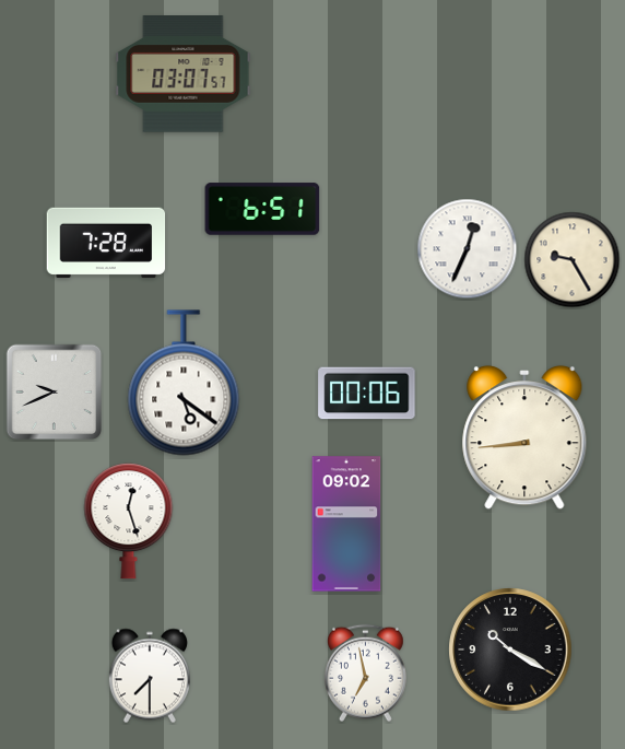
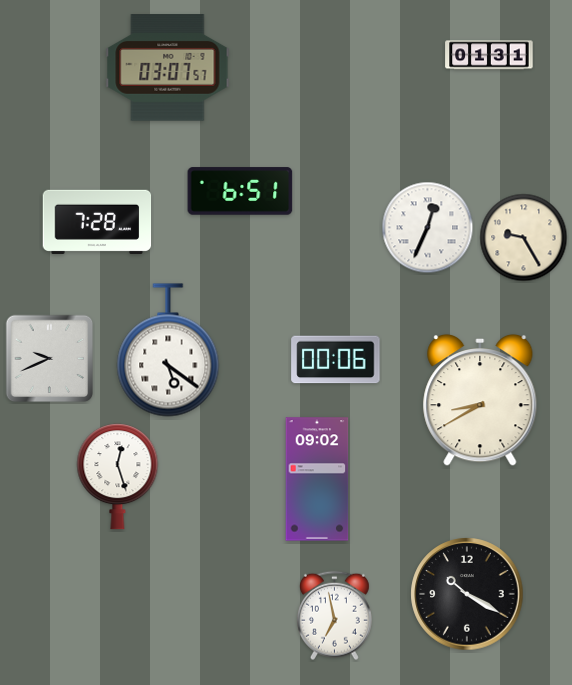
clock at (489, 55): none -> 01:31
clock at (524, 437): 8:44 -> 8:40
clock at (150, 676): 7:30 -> none
